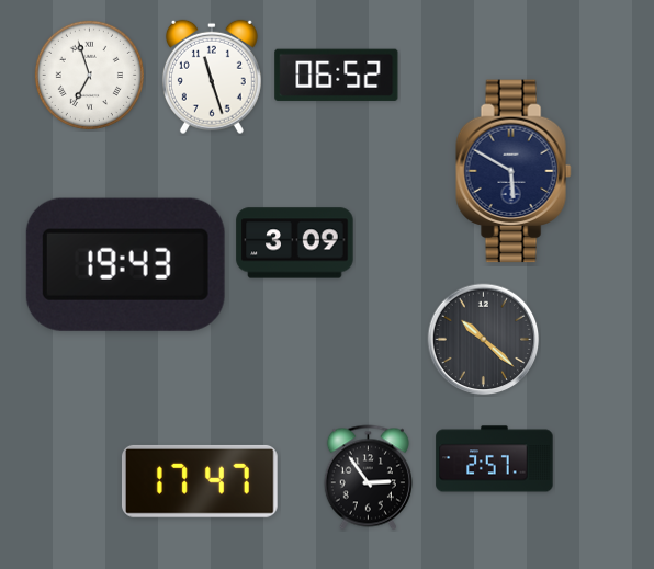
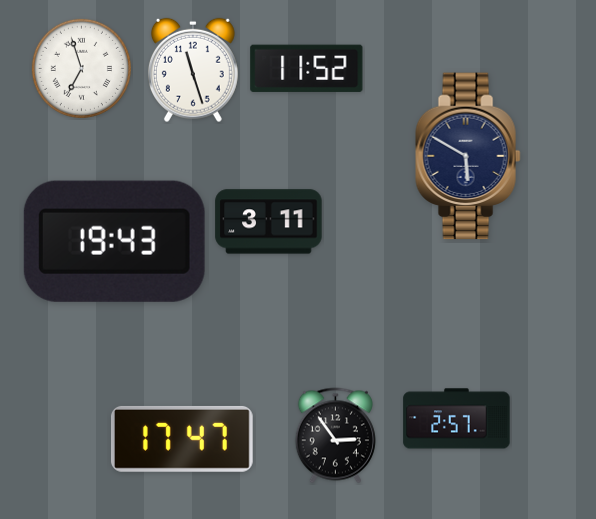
clock at (337, 75): 06:52 -> 11:52
clock at (295, 243): 3:09 -> 3:11
clock at (484, 340): 10:22 -> none
clock at (495, 459) position: (495, 459) -> (457, 419)
